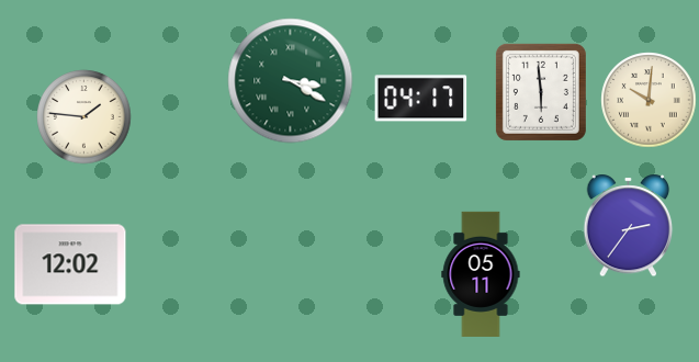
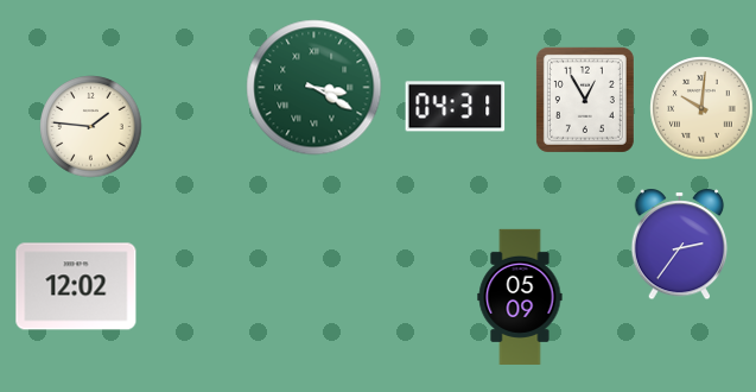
clock at (541, 92): 5:59 -> 12:55
clock at (421, 99): 04:17 -> 04:31
clock at (481, 274): 05:11 -> 05:09
